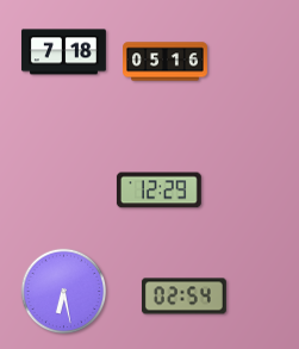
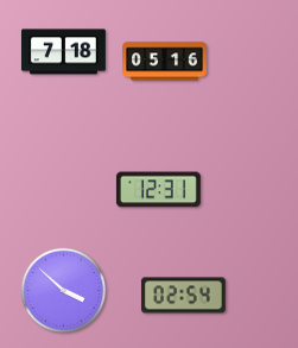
clock at (158, 191): 12:29 -> 12:31
clock at (64, 292): 6:28 -> 3:52
